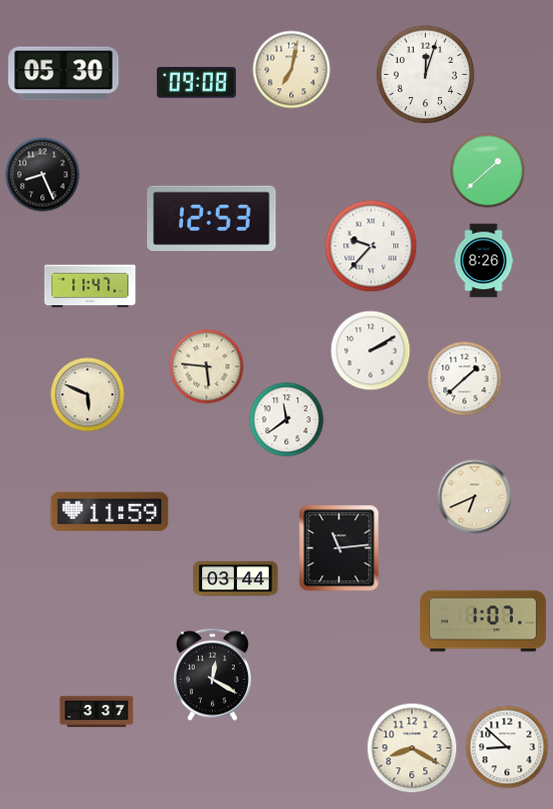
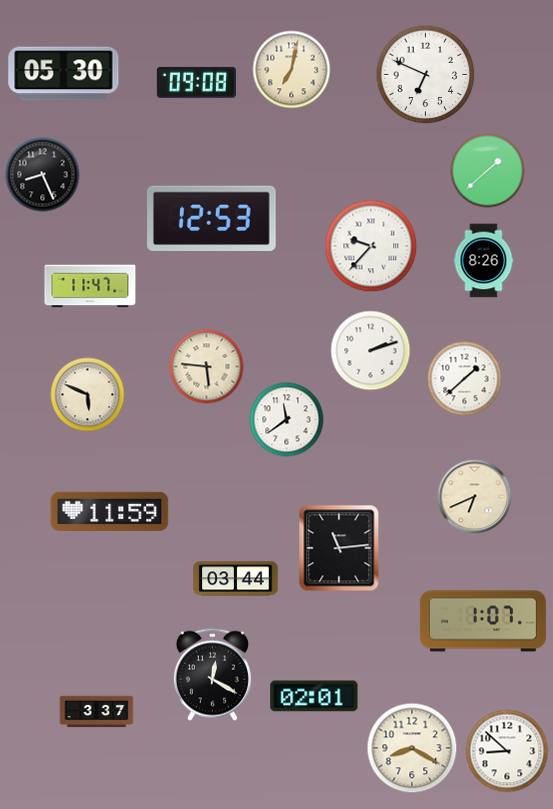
clock at (426, 75): 12:03 -> 6:49
clock at (371, 351): 2:10 -> 2:12
clock at (314, 696): none -> 02:01
clock at (507, 747) position: (507, 747) -> (507, 751)
